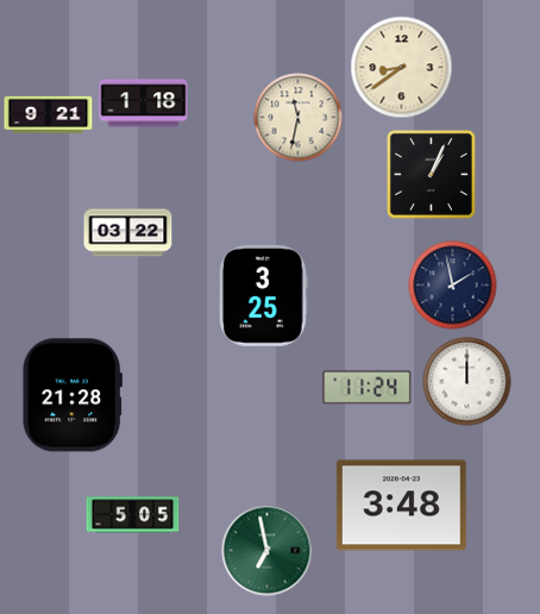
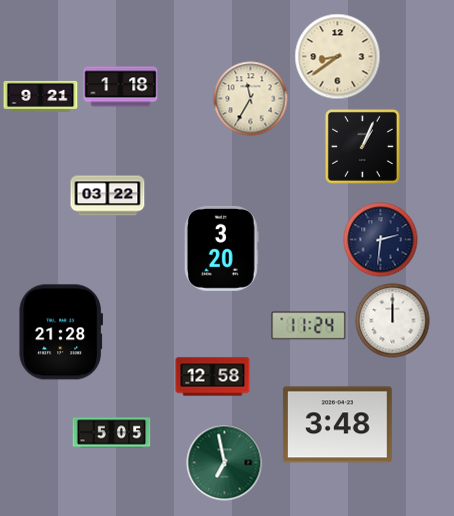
clock at (299, 118): 11:32 -> 11:35
clock at (453, 286): 1:58 -> 2:31
clock at (263, 295): 3:25 -> 3:20
clock at (213, 377): none -> 12:58
